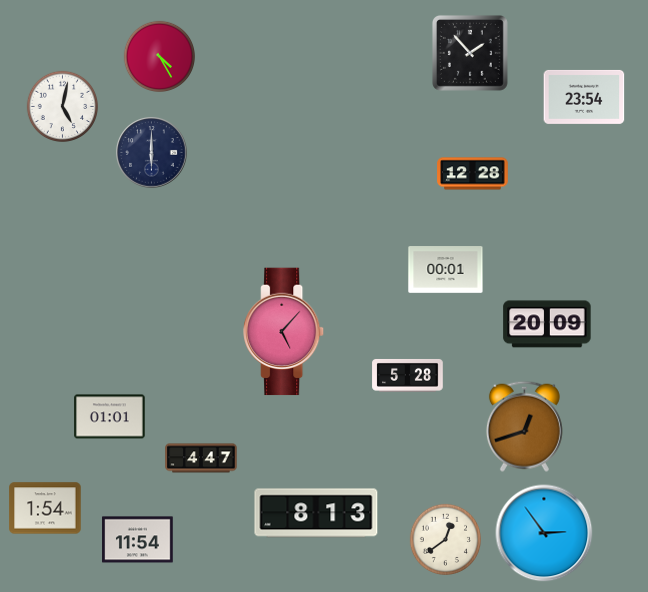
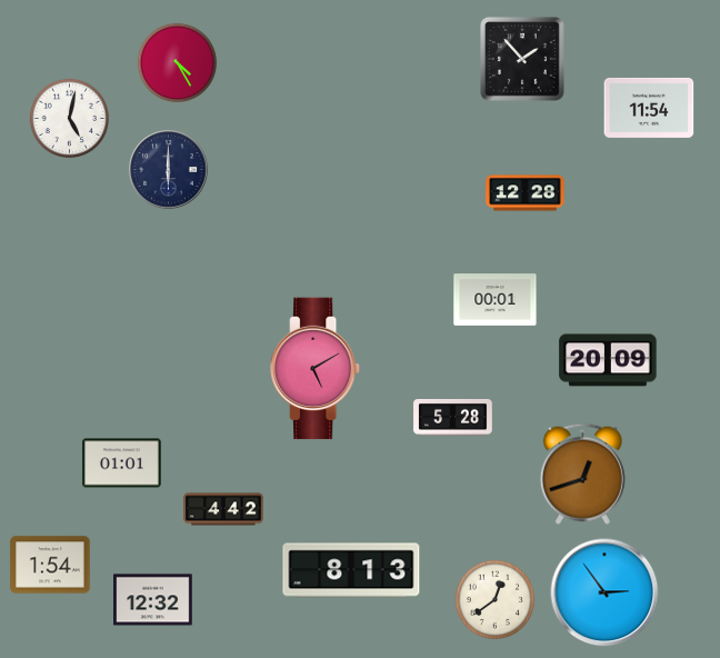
clock at (584, 97): 23:54 -> 11:54
clock at (284, 332): 5:07 -> 5:10
clock at (201, 458): 4:47 -> 4:42
clock at (138, 540): 11:54 -> 12:32
